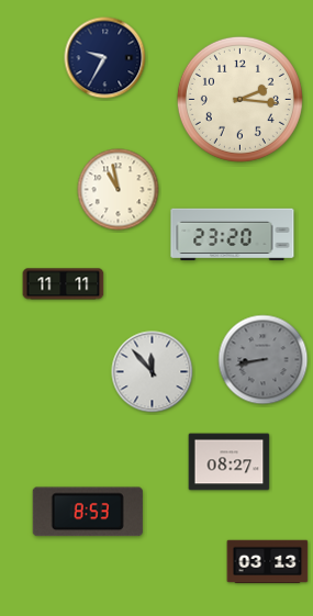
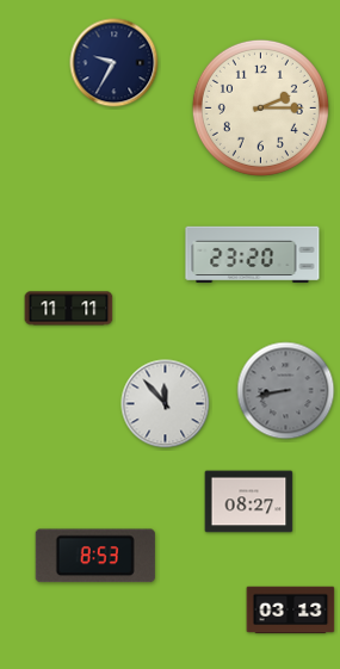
clock at (239, 99): 2:16 -> 2:15
clock at (119, 190): 10:58 -> none
